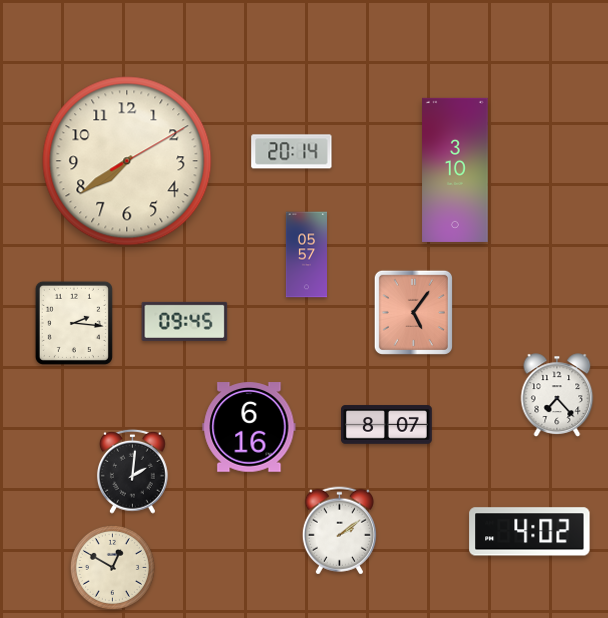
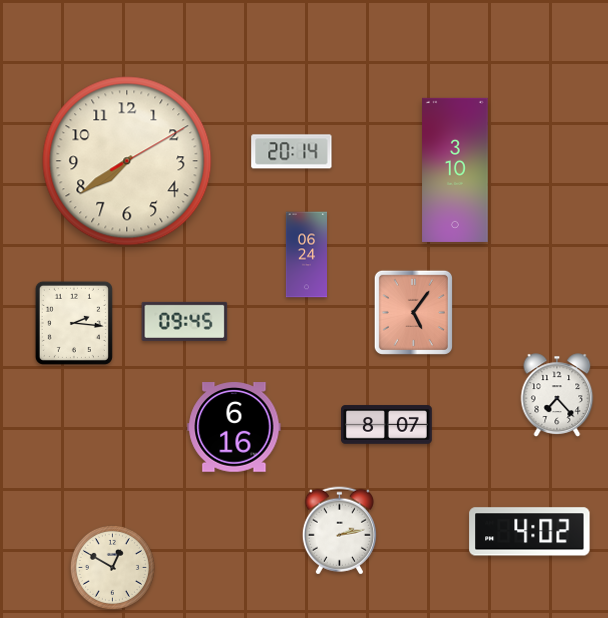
clock at (306, 255): 05:57 -> 06:24
clock at (249, 427) position: (249, 427) -> (234, 427)
clock at (132, 471): 2:01 -> none
clock at (339, 531): 2:09 -> 2:13
